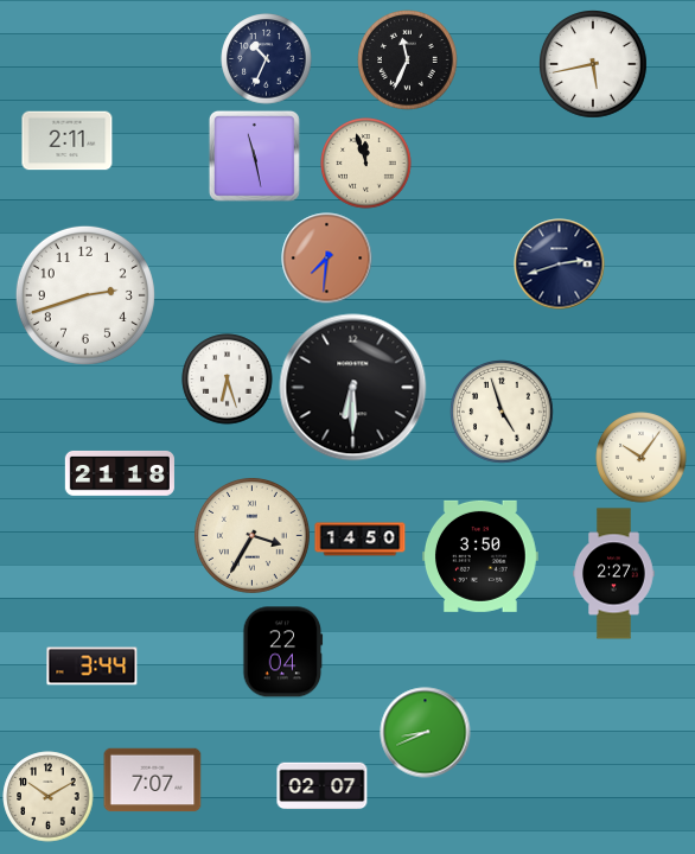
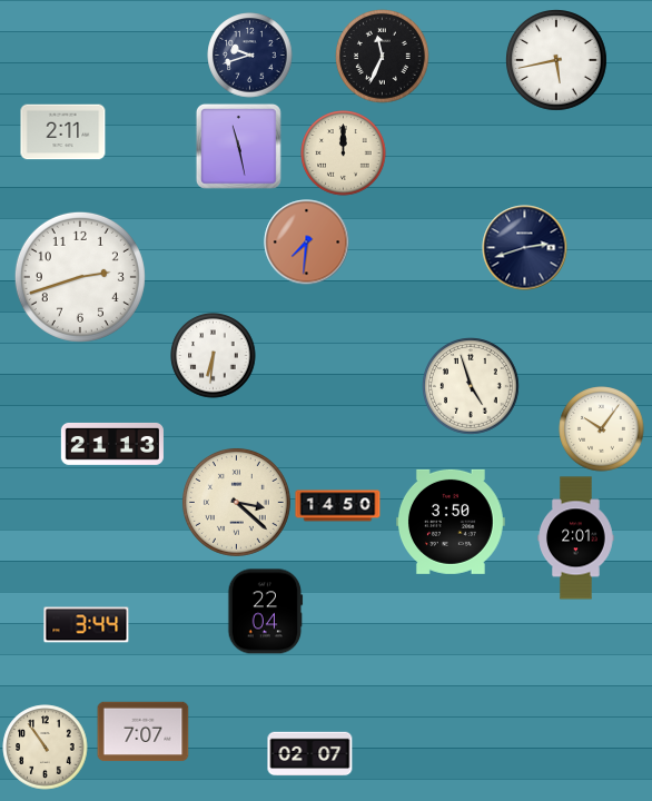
clock at (267, 59): 10:34 -> 9:42
clock at (366, 164): 11:57 -> 12:00
clock at (228, 380): 6:27 -> 6:31
clock at (353, 388): 6:30 -> none
clock at (120, 473): 21:18 -> 21:13
clock at (251, 535): 3:35 -> 3:22
clock at (614, 574): 2:27 -> 2:01
clock at (426, 733): 8:41 -> none
clock at (323, 786) position: (323, 786) -> (310, 754)
clock at (49, 797): 10:10 -> 10:54
